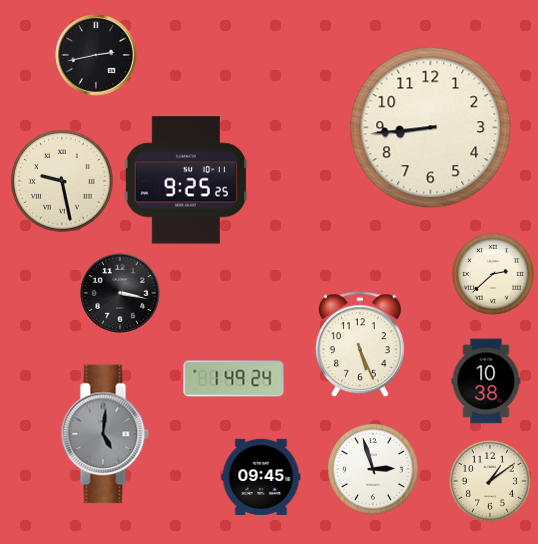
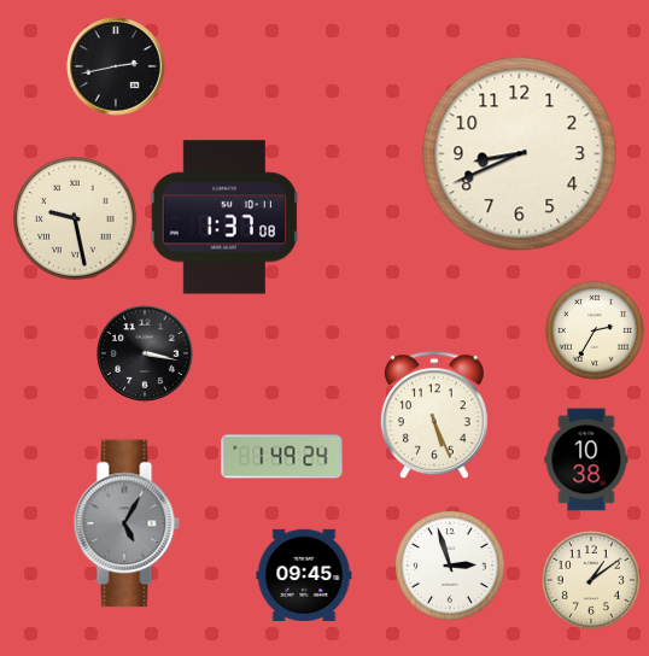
clock at (431, 128): 8:44 -> 8:41
clock at (186, 180): 9:25 -> 1:37
clock at (493, 274): 2:38 -> 2:35
clock at (105, 434): 5:01 -> 5:05
clock at (261, 477) position: (261, 477) -> (304, 575)
